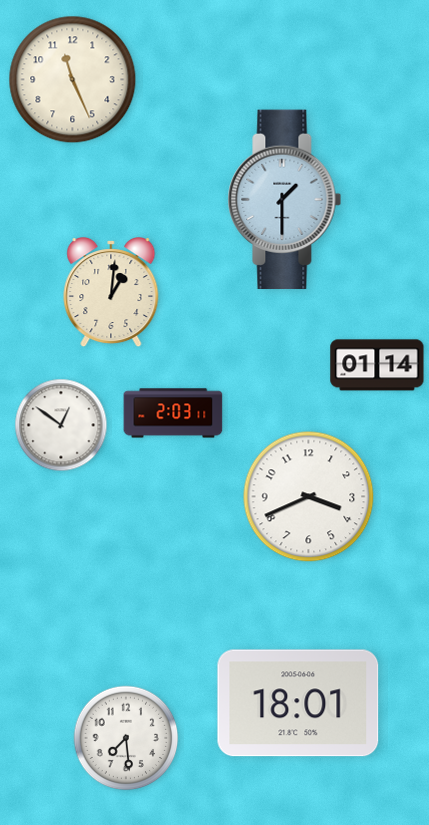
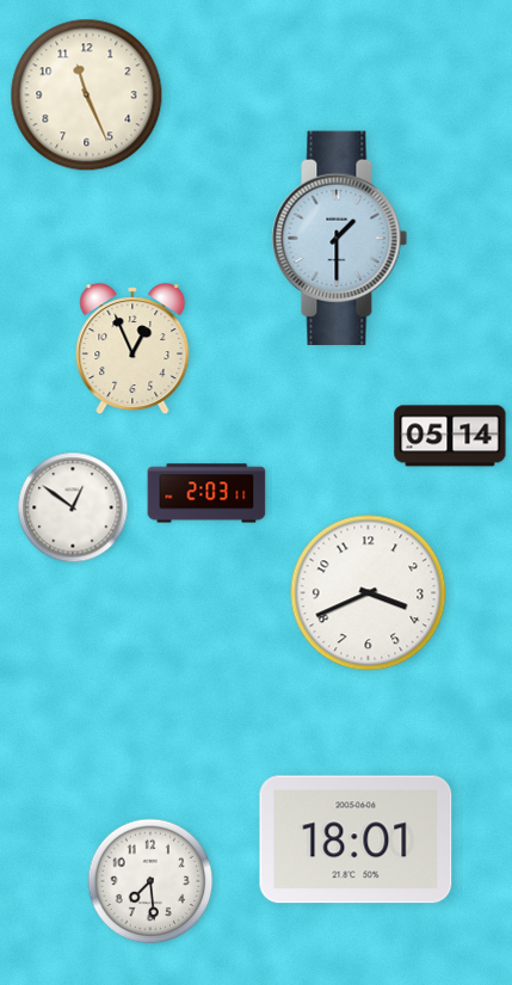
clock at (111, 293): 1:01 -> 12:56
clock at (377, 365): 01:14 -> 05:14
